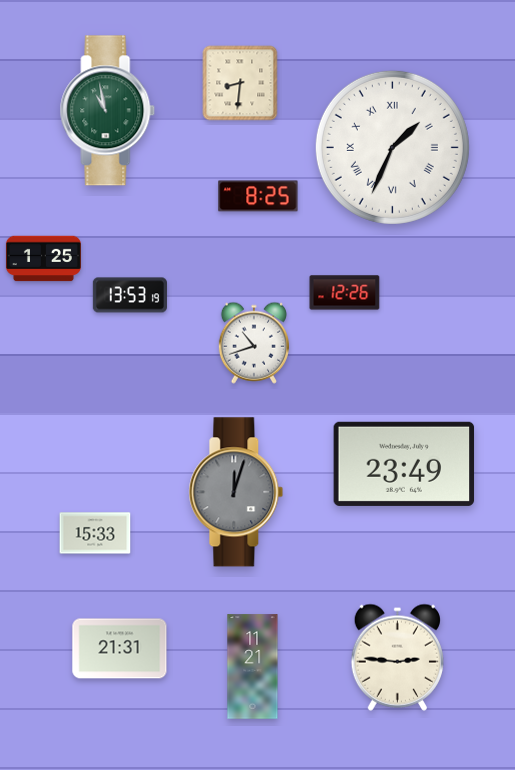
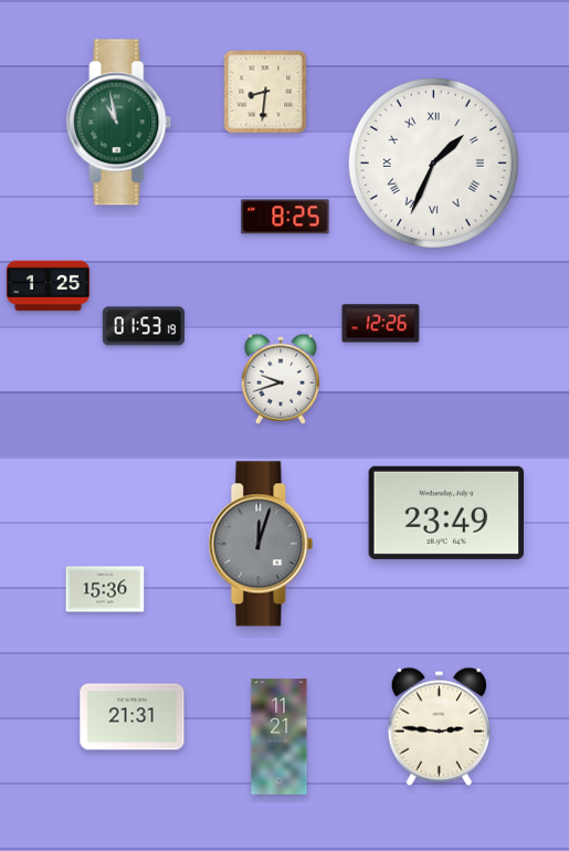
clock at (130, 295): 13:53 -> 01:53
clock at (254, 343): 10:42 -> 9:42
clock at (95, 533): 15:33 -> 15:36
